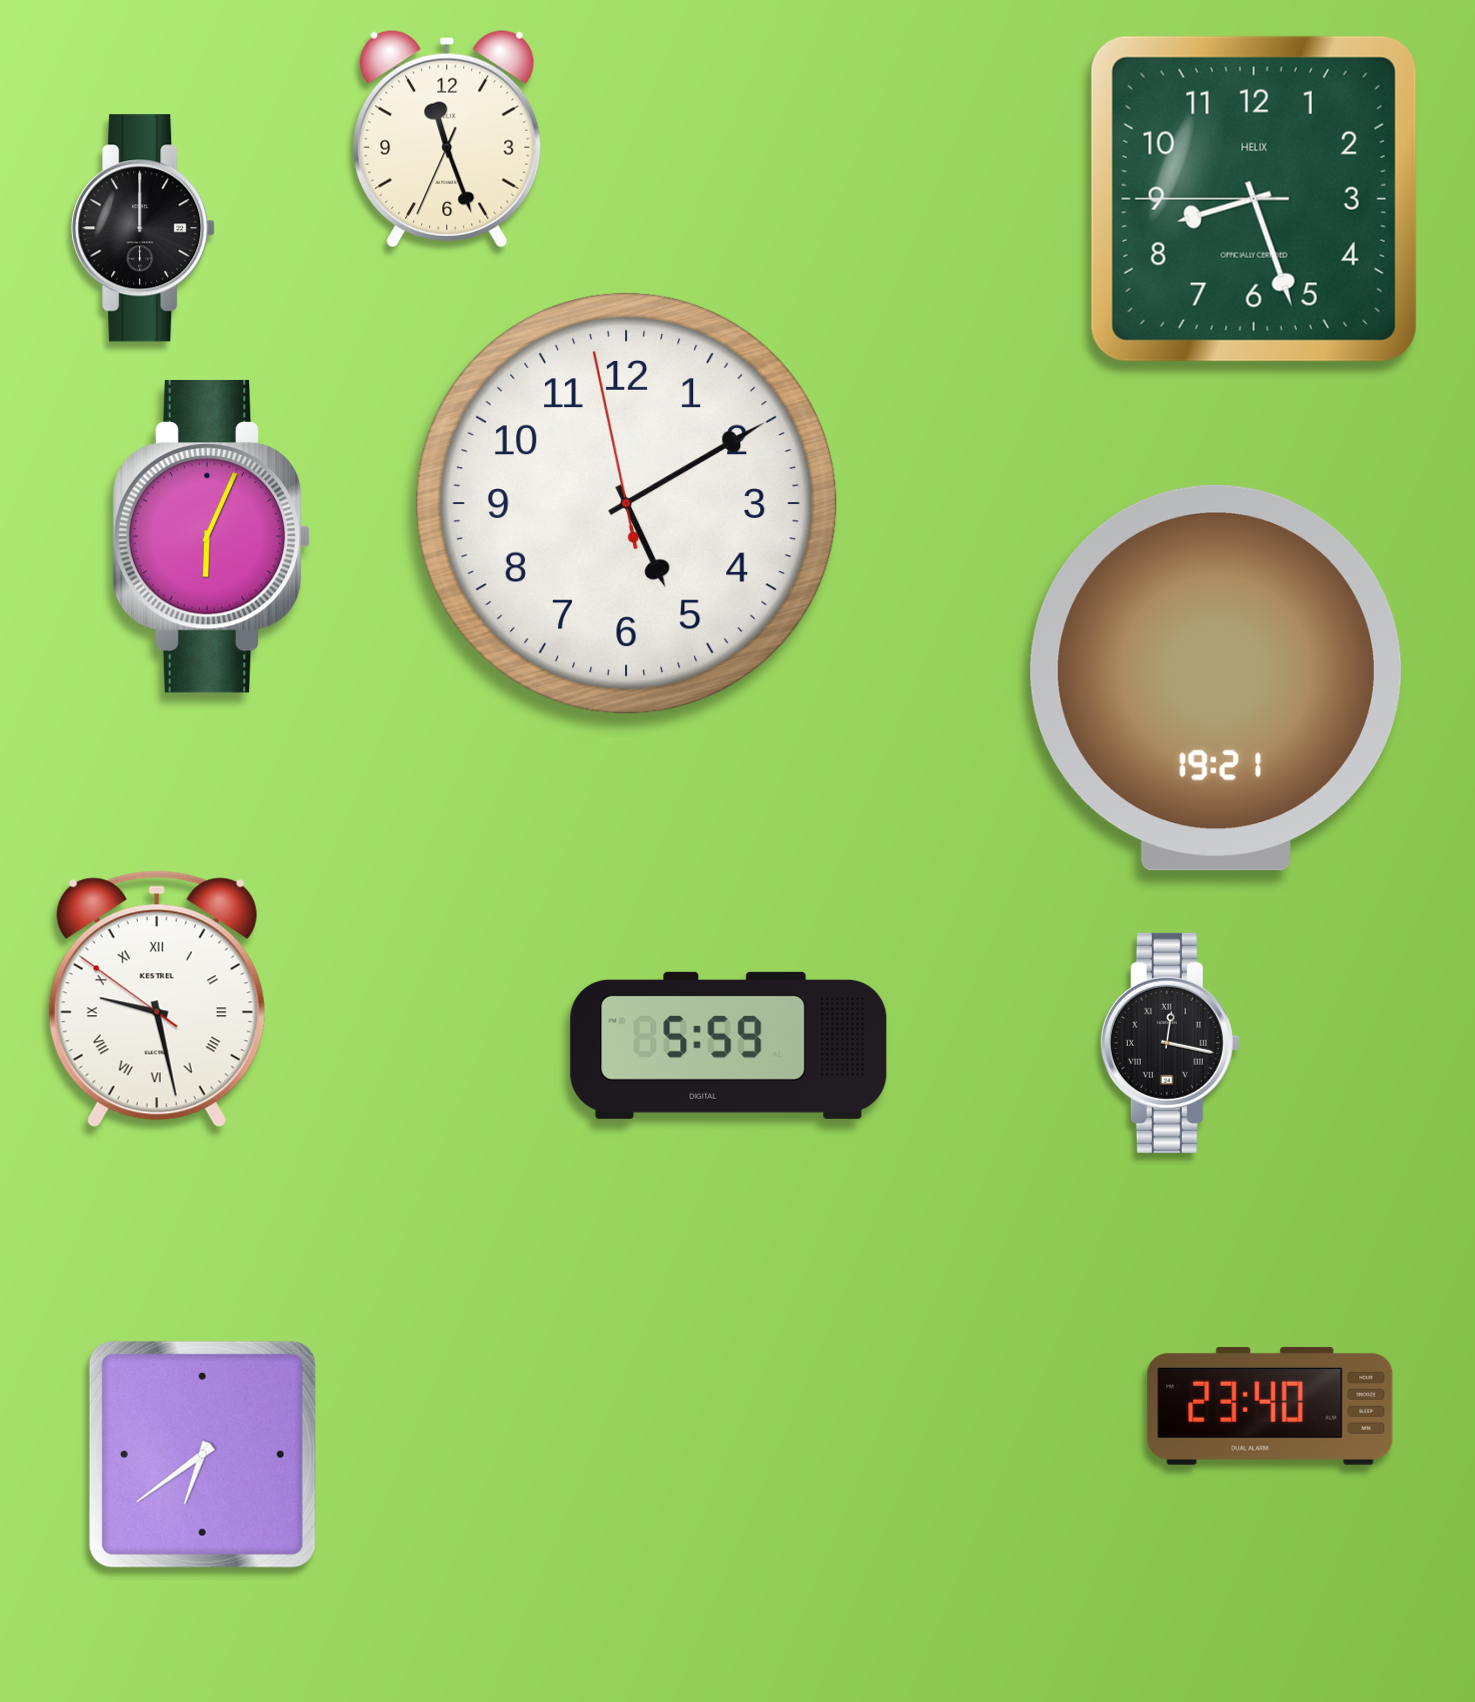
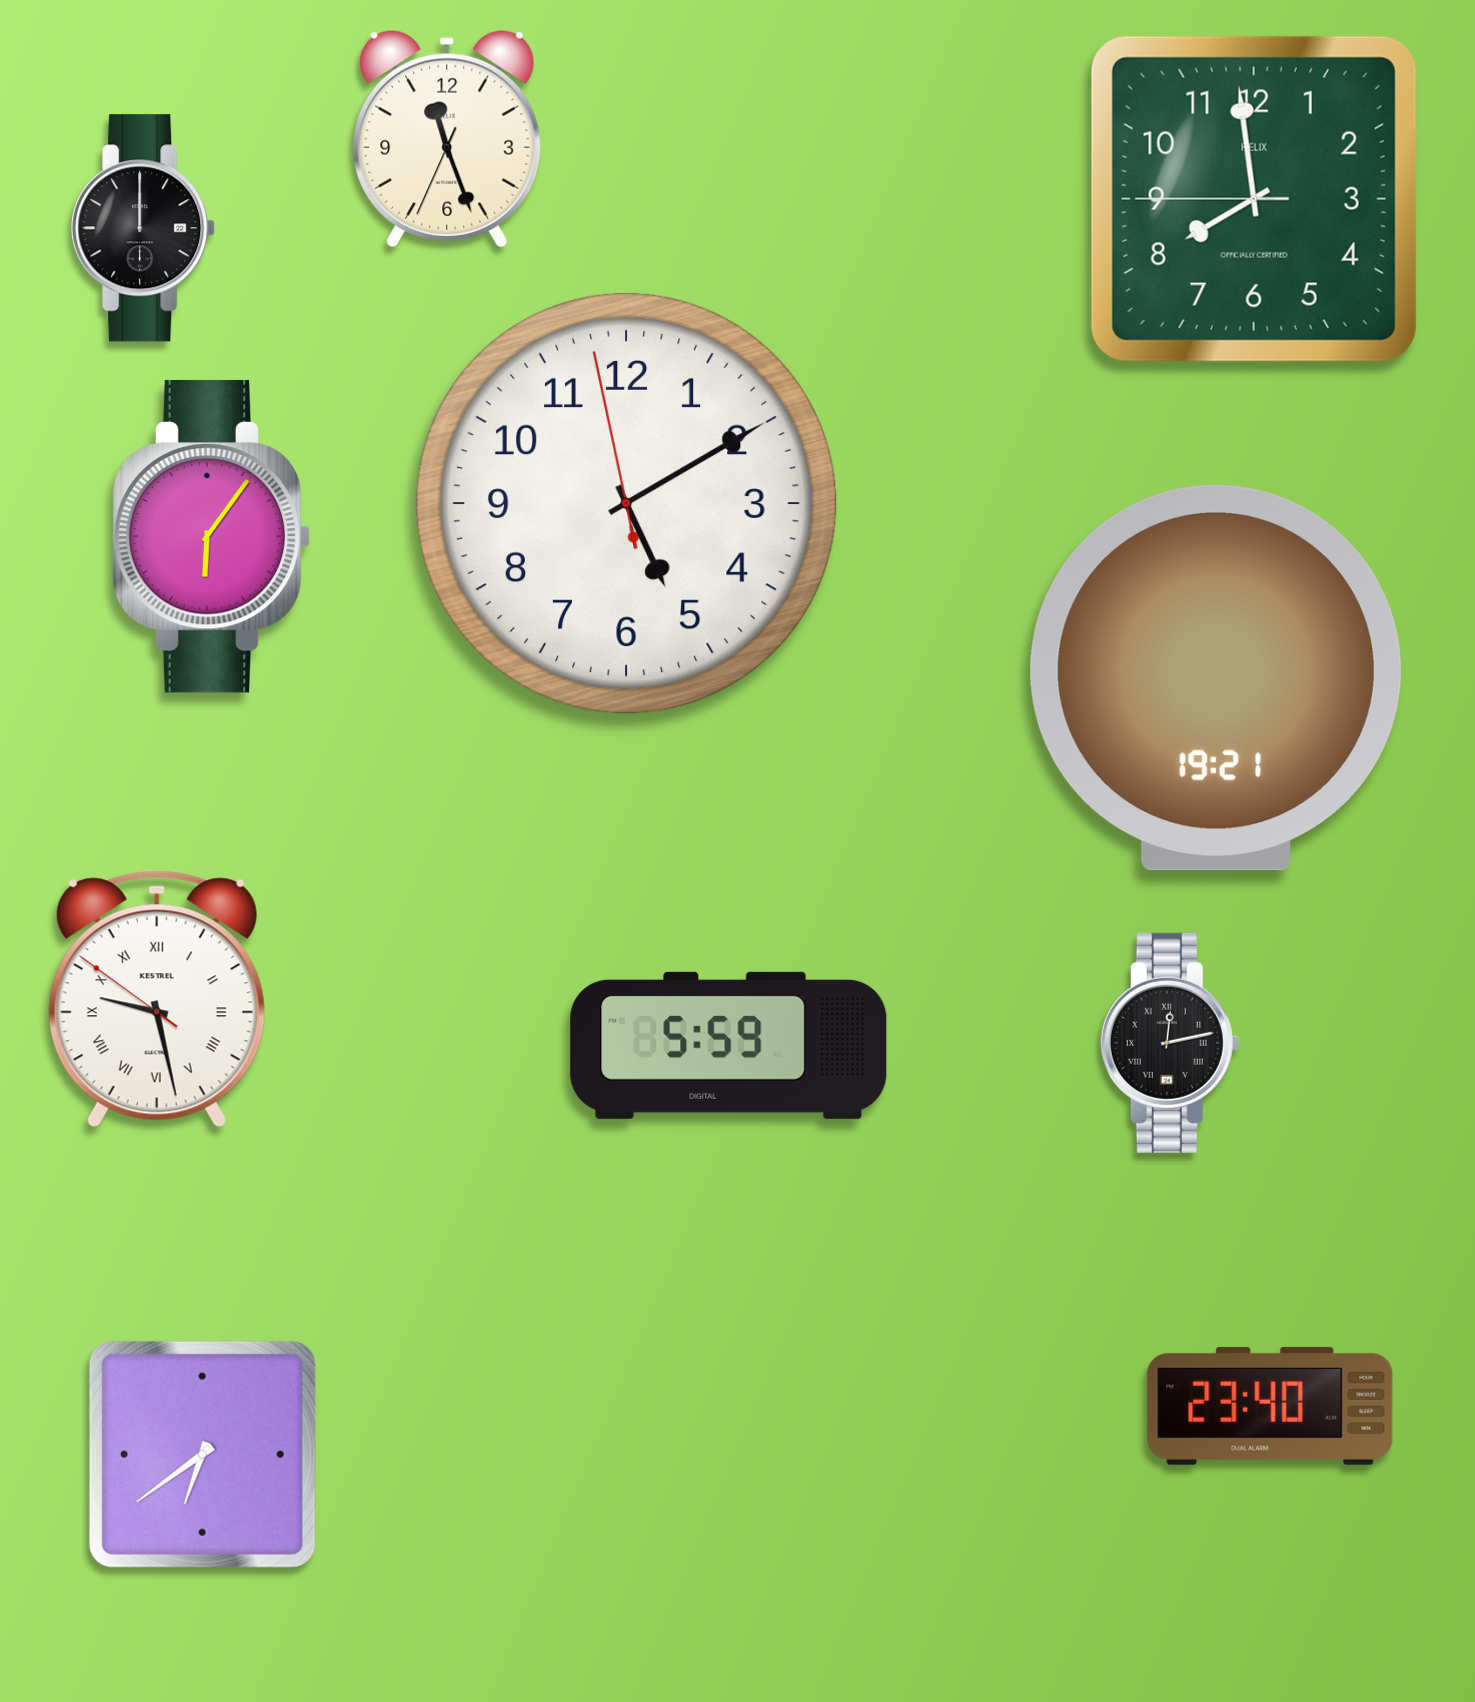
clock at (1254, 199): 8:26 -> 7:58
clock at (212, 536): 6:04 -> 6:06
clock at (1170, 1043): 12:17 -> 12:13
